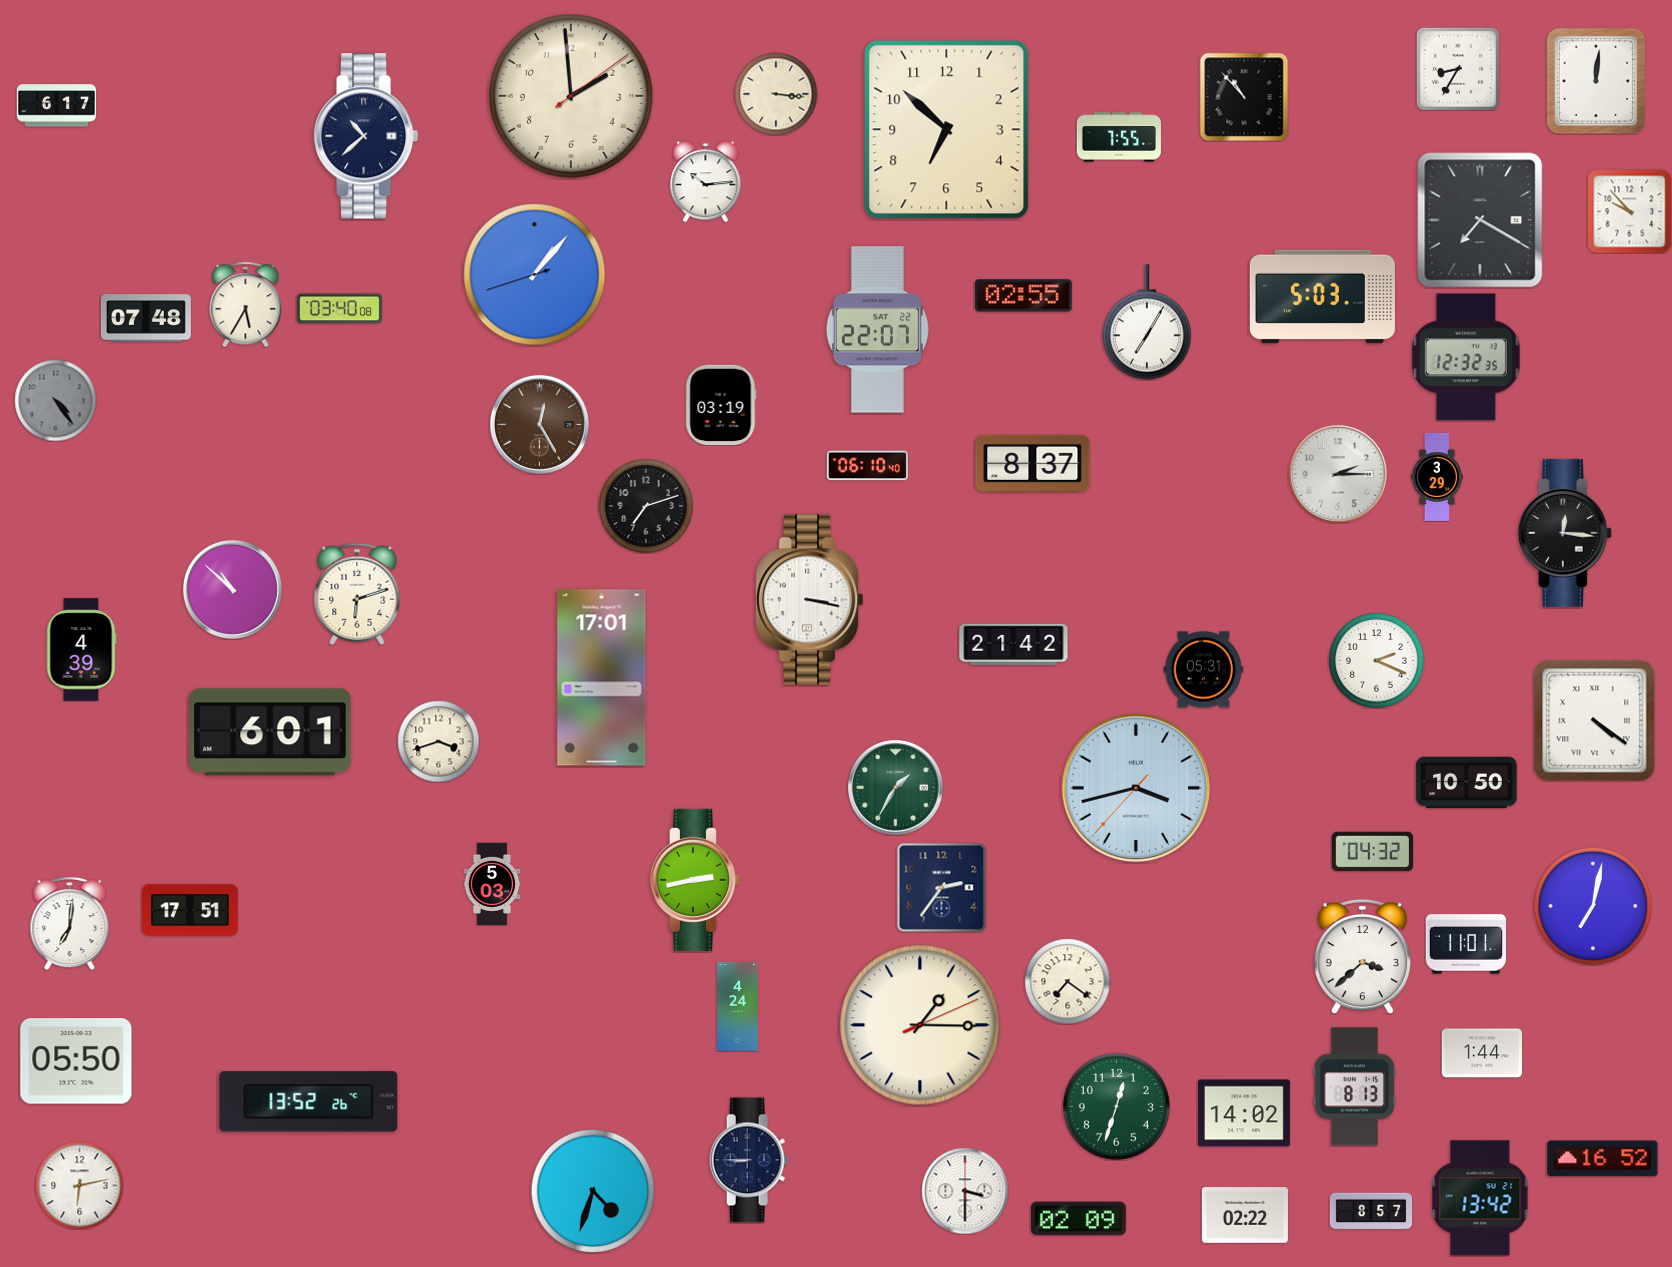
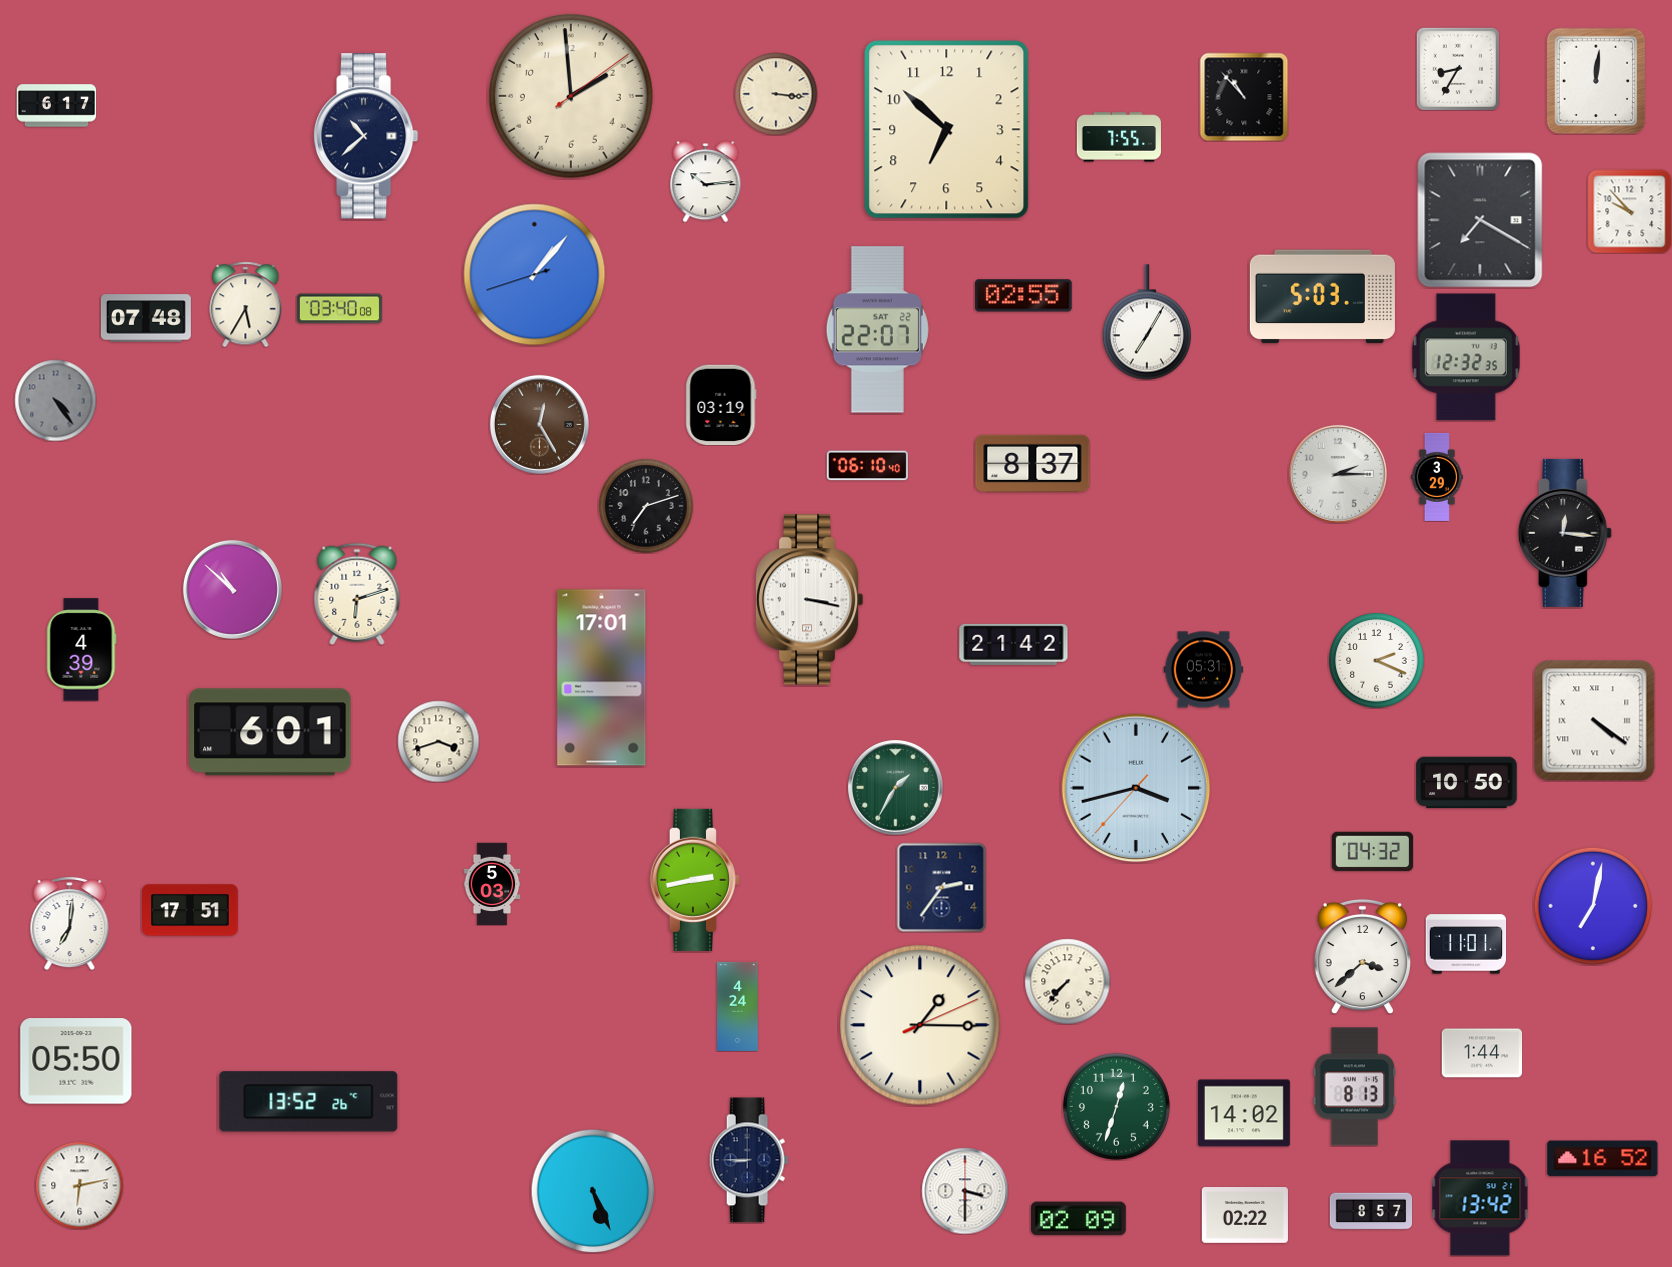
clock at (1067, 981): 7:21 -> 7:37
clock at (593, 1191): 4:33 -> 5:26
